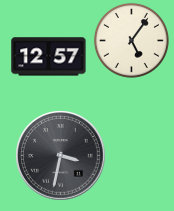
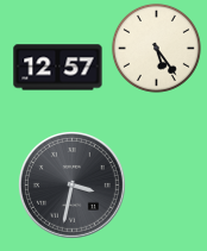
clock at (131, 40): 5:06 -> 5:24
